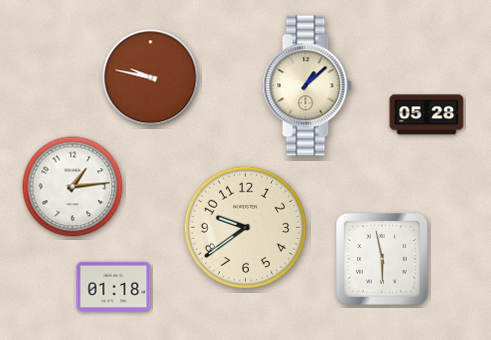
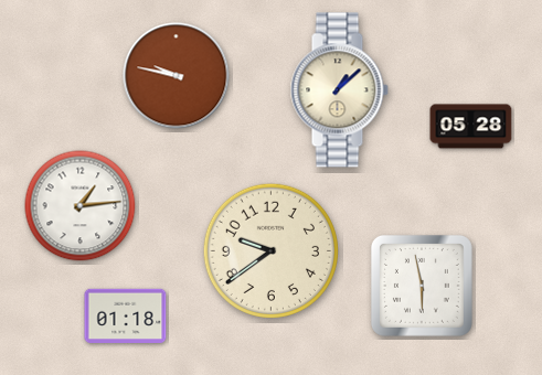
clock at (151, 78) position: (151, 78) -> (177, 76)
clock at (307, 86) position: (307, 86) -> (339, 90)
